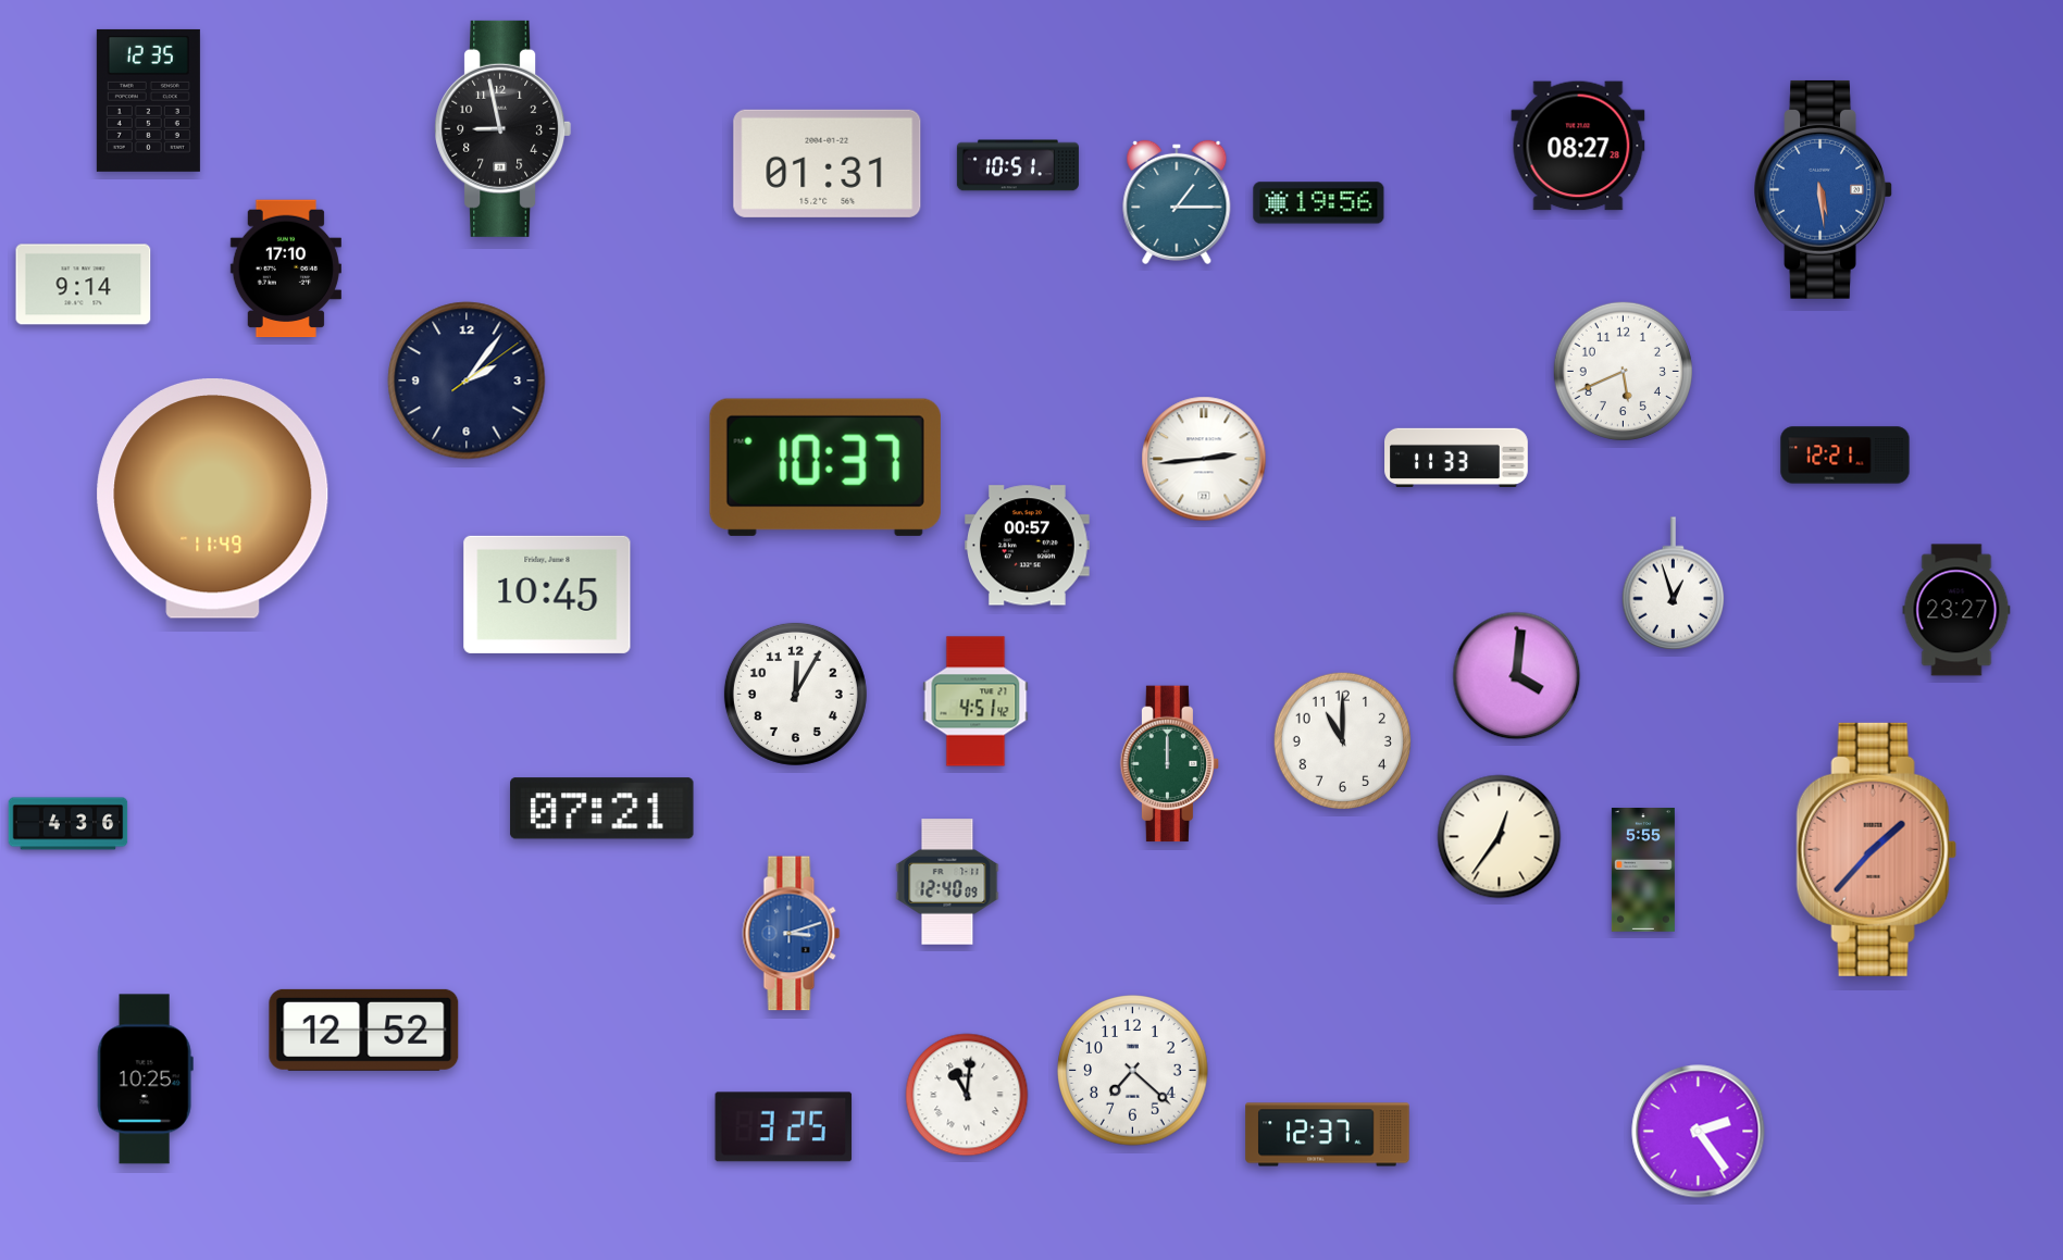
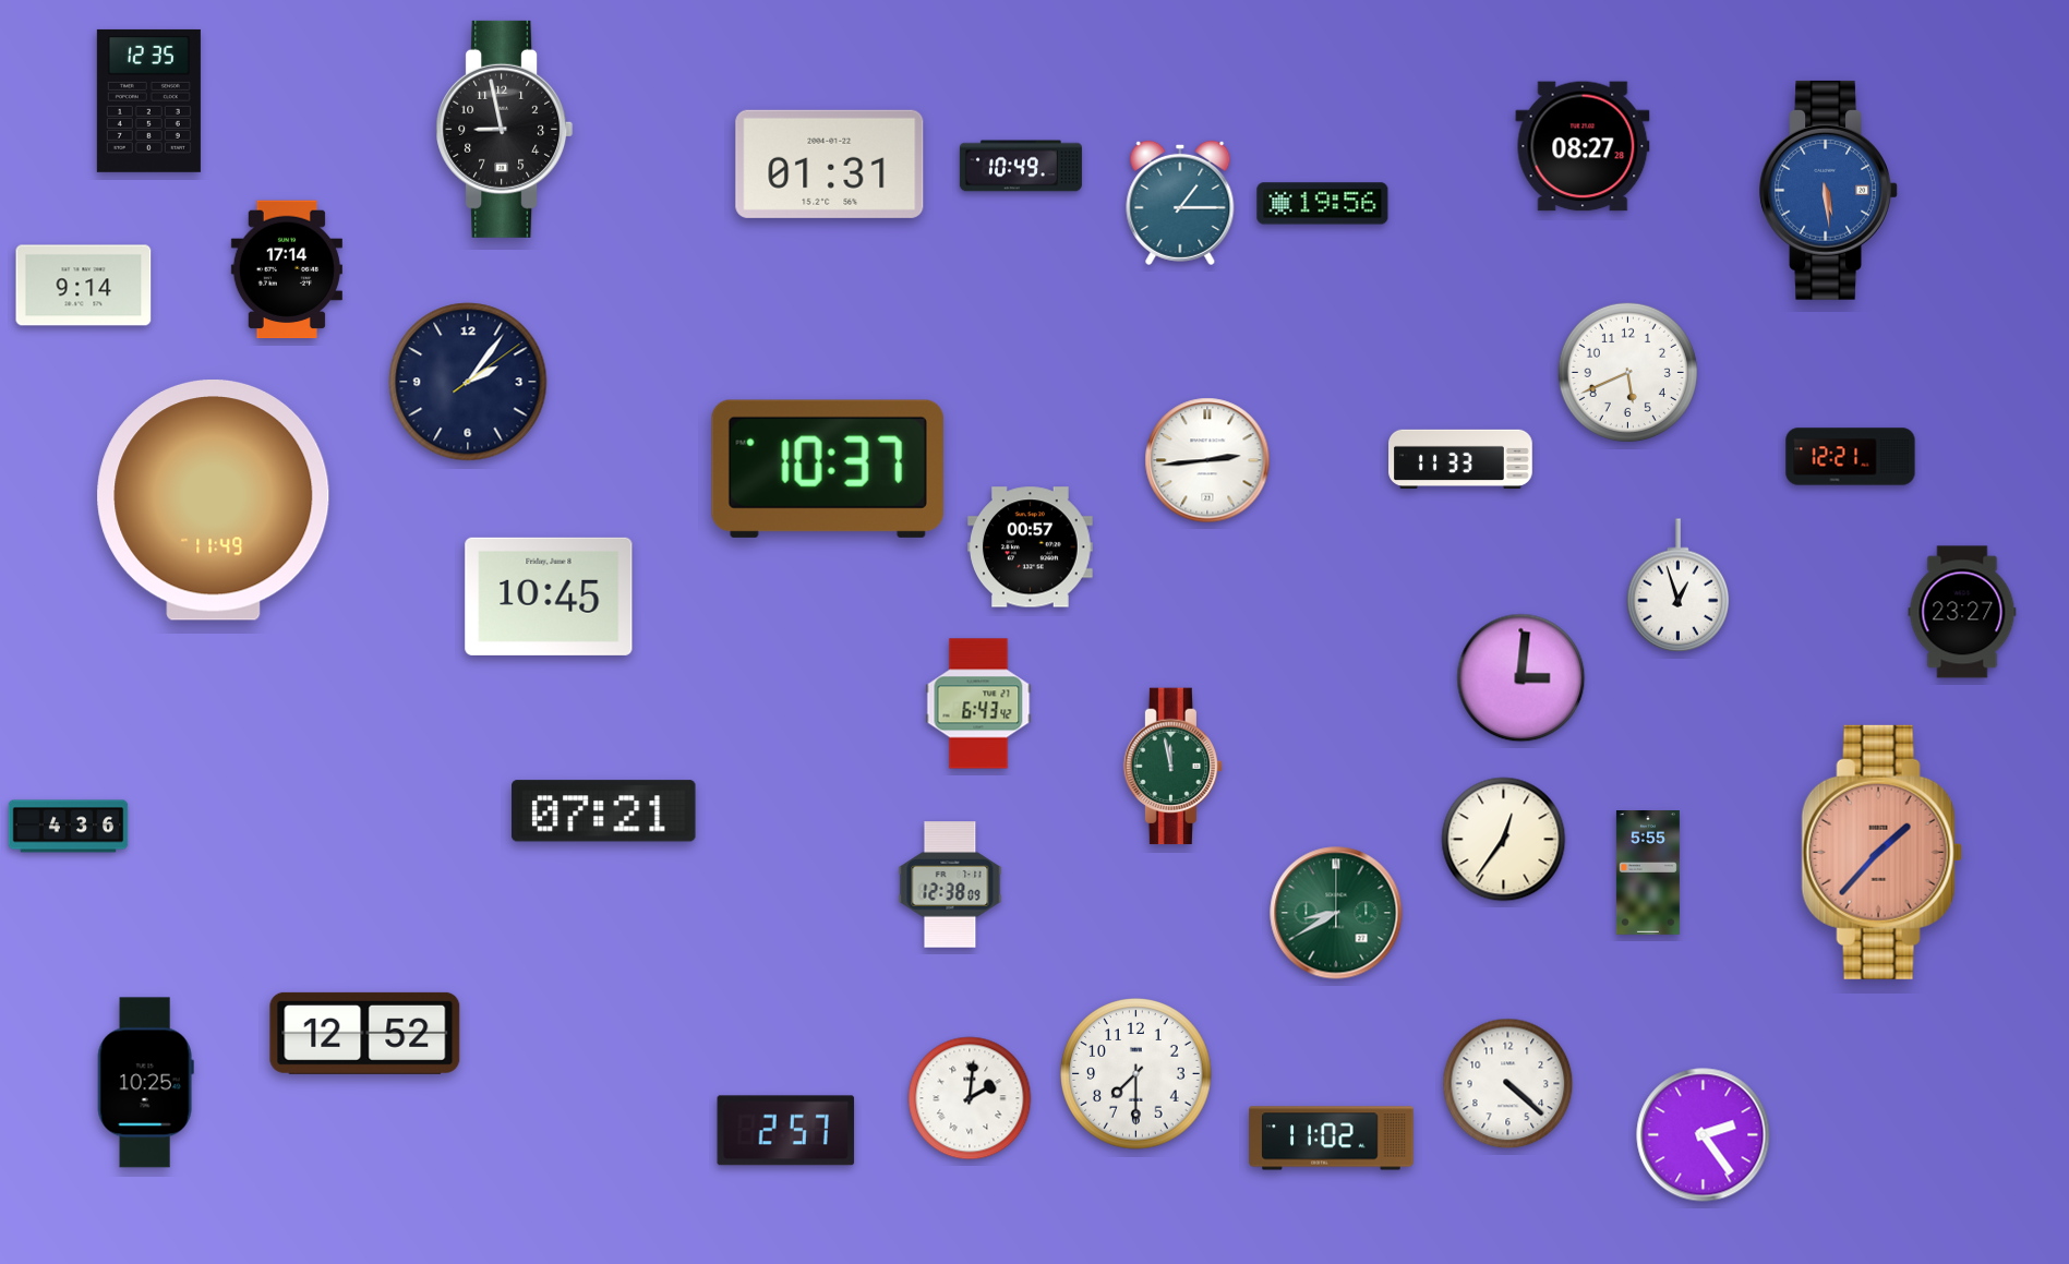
clock at (1018, 165): 10:51 -> 10:49
clock at (286, 269): 17:10 -> 17:14
clock at (1517, 676): 4:01 -> 3:01
clock at (795, 694): 12:05 -> none
clock at (975, 701): 4:51 -> 6:43
clock at (1342, 740): 11:00 -> none
clock at (1170, 764): 12:00 -> 11:58
clock at (947, 882): 12:40 -> 12:38
clock at (1336, 913): none -> 8:40
clock at (792, 934): 3:12 -> none
clock at (1133, 1071): 7:22 -> 7:30
clock at (1508, 1084): none -> 4:22
clock at (967, 1095): 11:01 -> 2:01
clock at (784, 1127): 3:25 -> 2:57
clock at (1328, 1135): 12:37 -> 11:02
